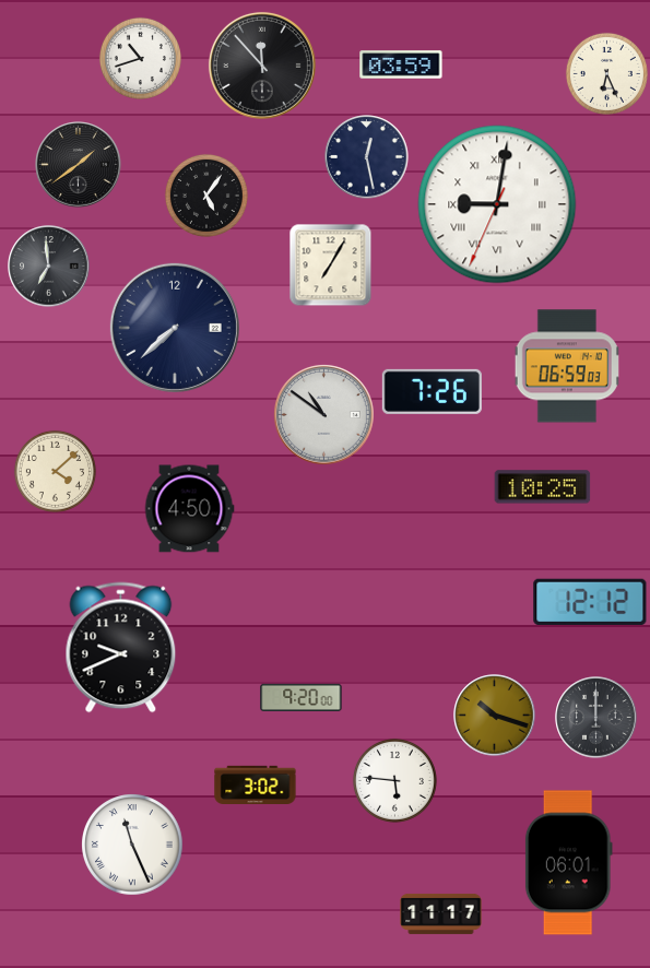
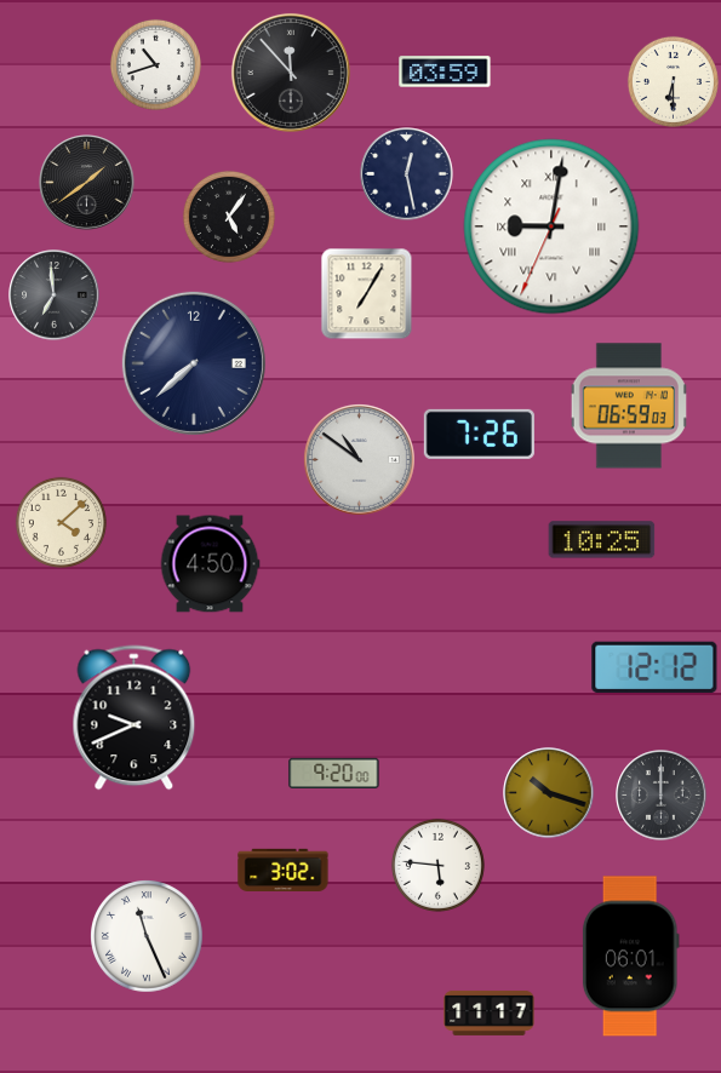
clock at (606, 73): 6:26 -> 6:30
